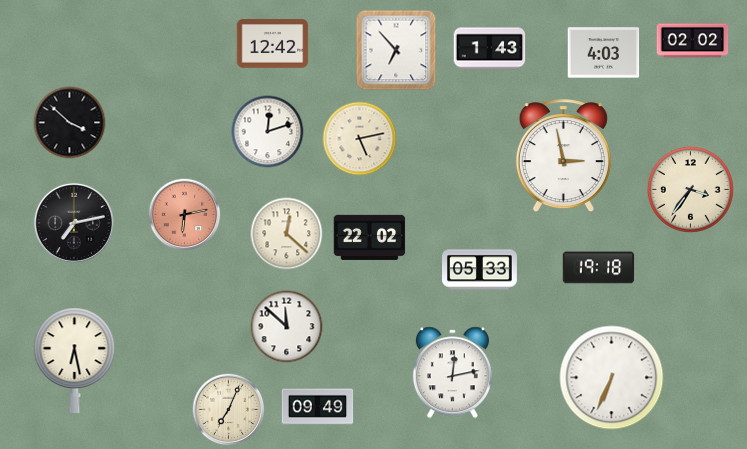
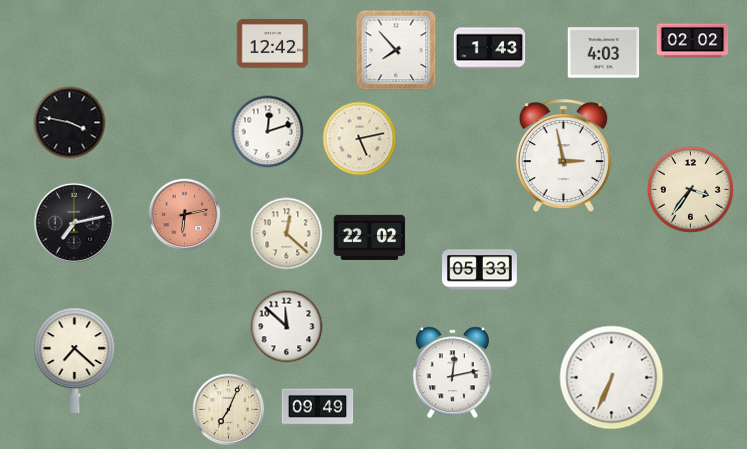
clock at (396, 50): 6:53 -> 7:53
clock at (70, 123): 3:52 -> 3:47
clock at (599, 268): 19:18 -> none
clock at (75, 360): 6:28 -> 7:22
